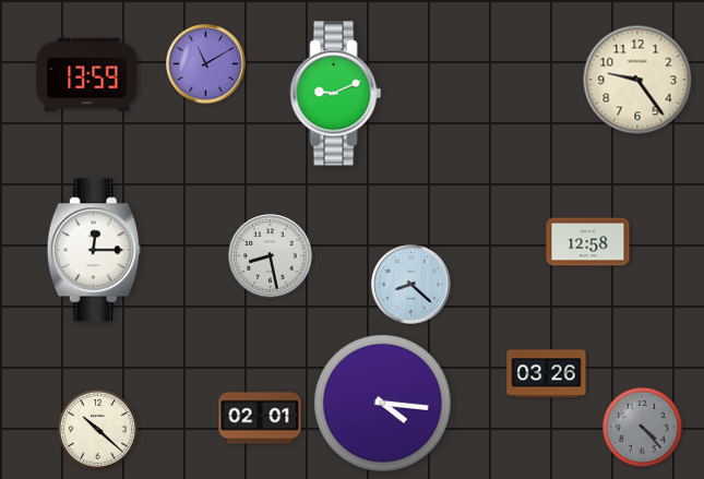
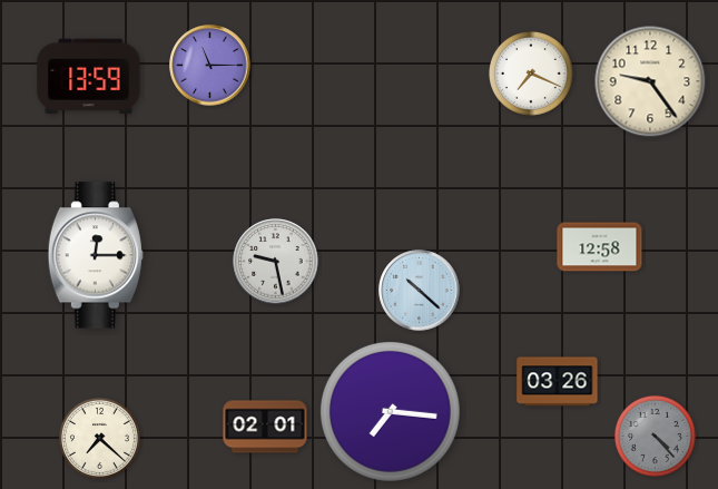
clock at (206, 64): 11:10 -> 11:15
clock at (532, 75): none -> 7:19
clock at (336, 94): 9:11 -> none
clock at (271, 256): 8:28 -> 9:28
clock at (411, 285): 8:22 -> 10:22
clock at (382, 403): 4:16 -> 7:16
clock at (97, 429): 10:22 -> 7:22
